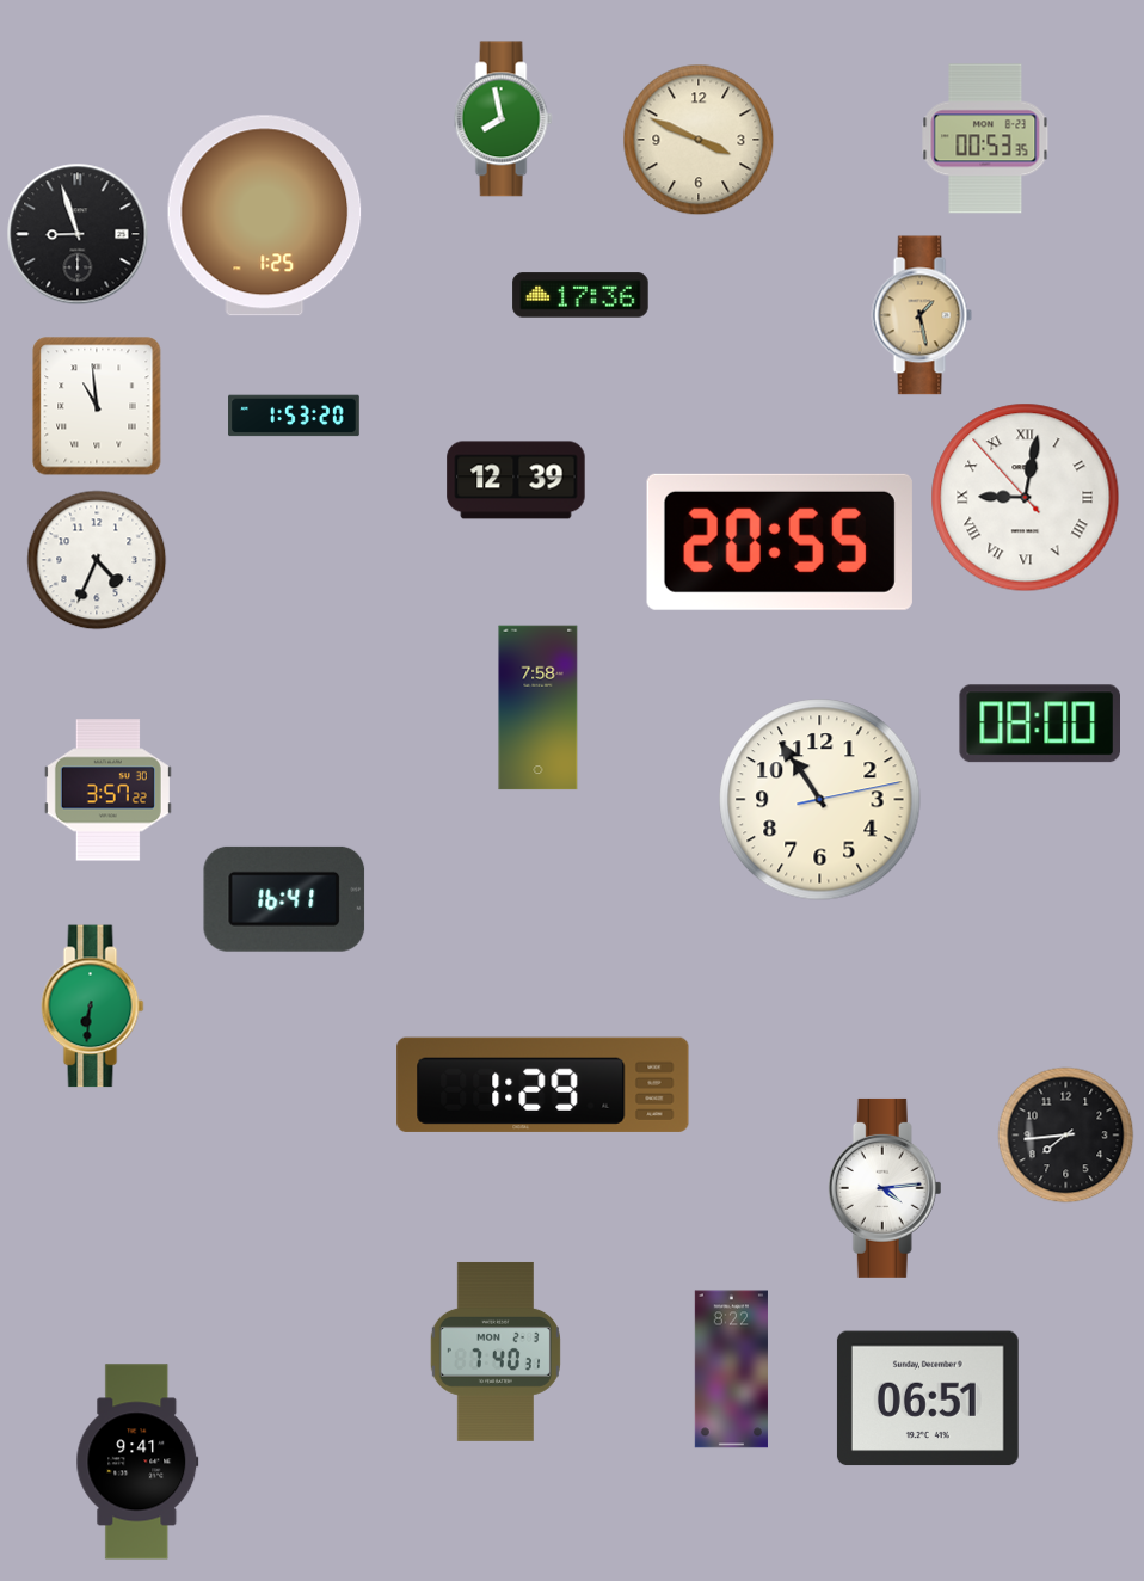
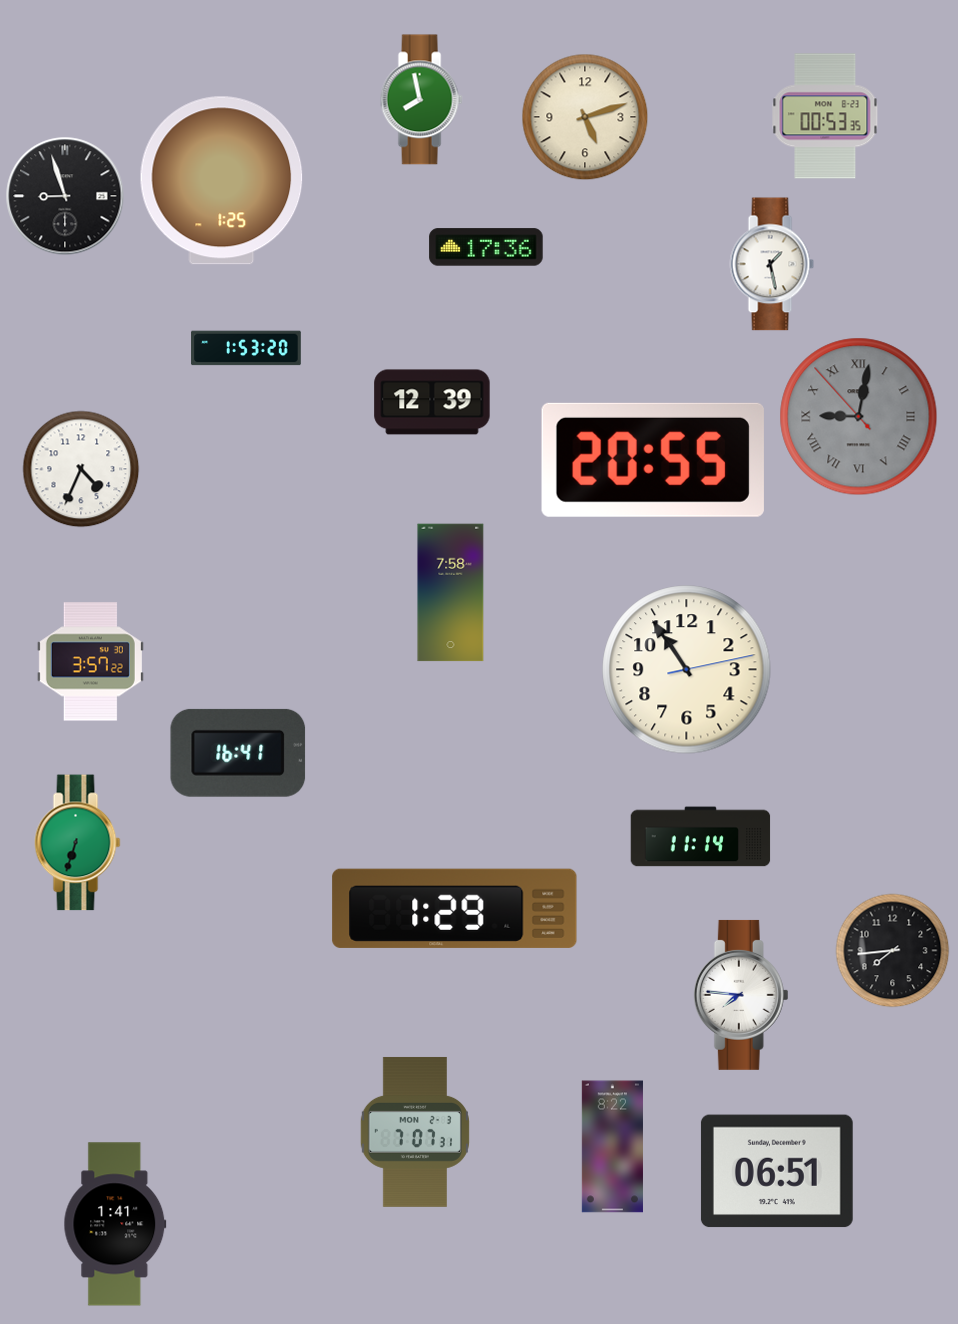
clock at (699, 140): 3:49 -> 5:12
clock at (922, 315) dial: champagne -> white
clock at (97, 406): 10:59 -> none
clock at (1026, 498) dial: white -> grey
clock at (780, 542) position: (780, 542) -> (653, 460)
clock at (1039, 724): 08:00 -> none
clock at (701, 837): none -> 11:14
clock at (93, 1007): 6:31 -> 6:33
clock at (885, 1188): 4:14 -> 7:46
clock at (496, 1352): 7:40 -> 7:07
clock at (137, 1462): 9:41 -> 1:41
